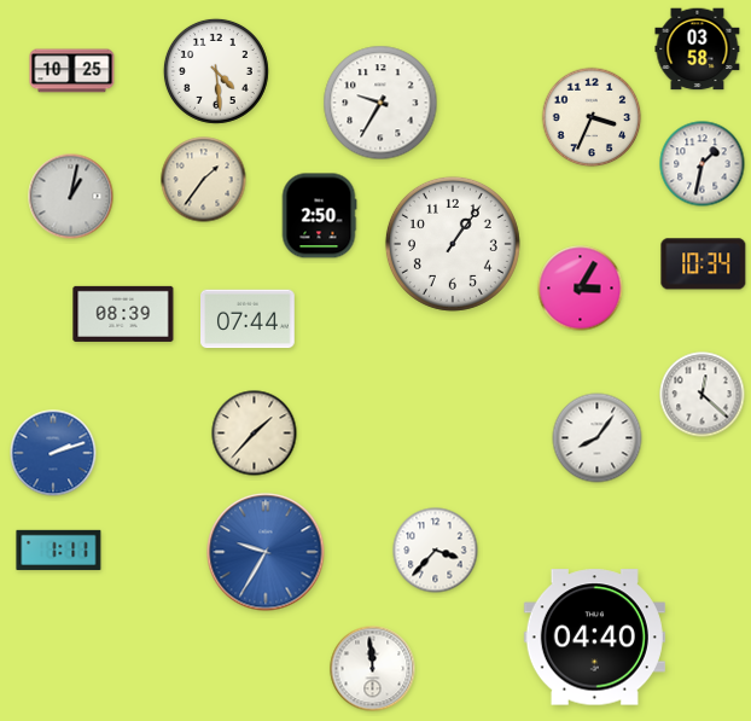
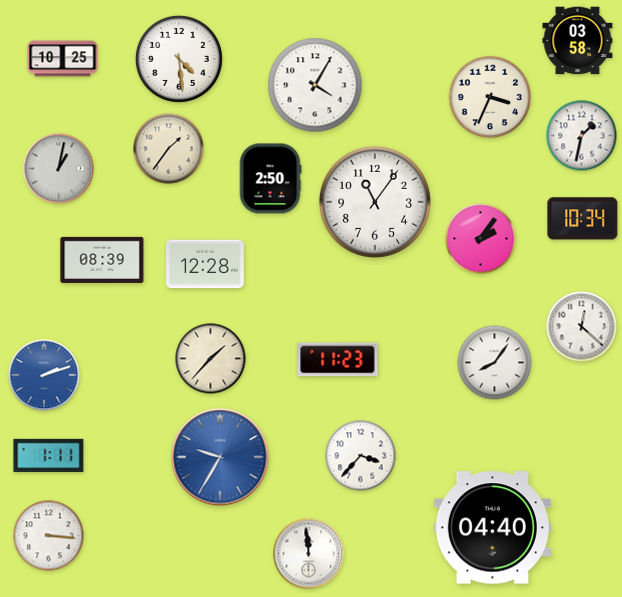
clock at (72, 71) position: (72, 71) -> (63, 59)
clock at (380, 103): 9:35 -> 4:05
clock at (71, 197) position: (71, 197) -> (59, 169)
clock at (319, 216) position: (319, 216) -> (270, 179)
clock at (453, 244): 1:06 -> 11:06
clock at (581, 289): 3:05 -> 2:06
clock at (249, 319): 07:44 -> 12:28
clock at (338, 360): none -> 11:23
clock at (49, 536): none -> 3:16
